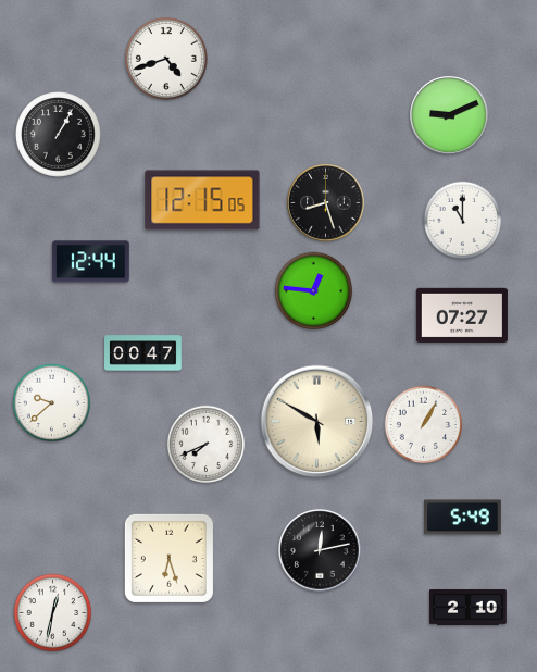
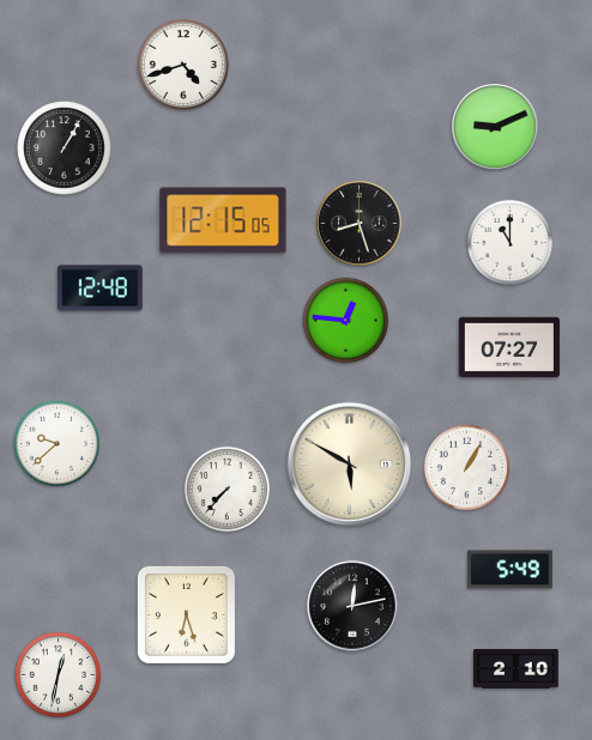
clock at (90, 262): 12:44 -> 12:48
clock at (143, 353): 00:47 -> none
clock at (207, 445): 7:41 -> 7:37
